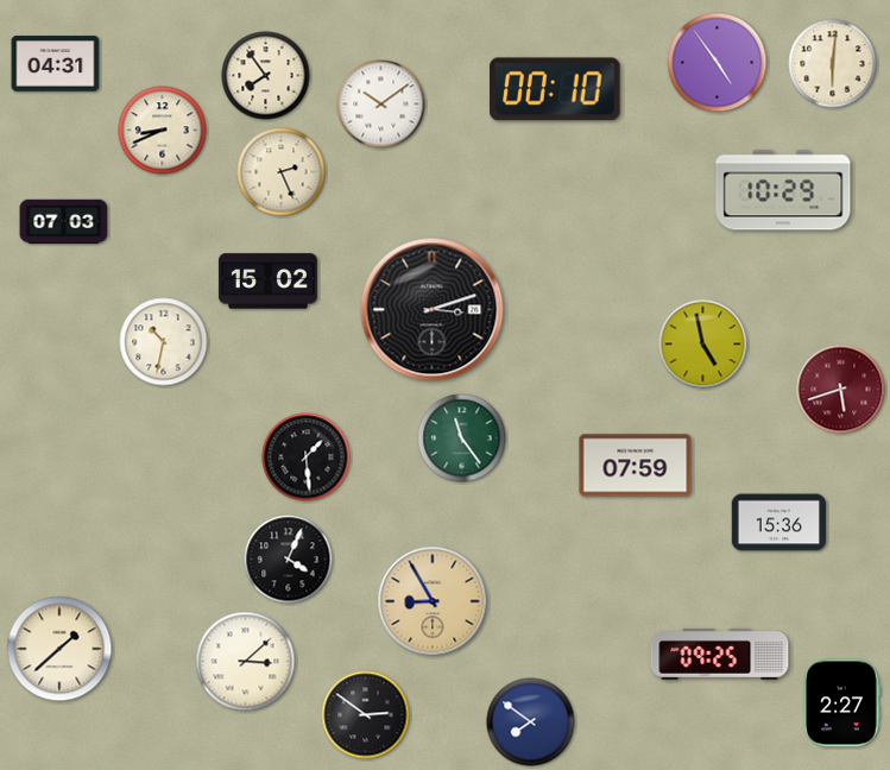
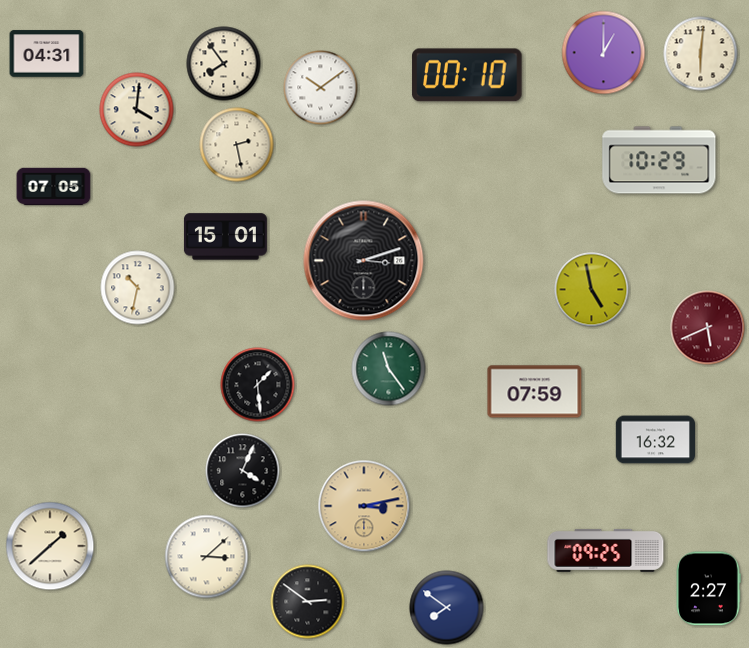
clock at (718, 63): 4:54 -> 1:00
clock at (163, 131): 8:41 -> 4:01
clock at (282, 172): 2:26 -> 2:28
clock at (64, 222): 07:03 -> 07:05
clock at (267, 282): 15:02 -> 15:01
clock at (841, 390): 5:42 -> 5:41
clock at (778, 523): 15:36 -> 16:32
clock at (433, 601): 8:55 -> 3:13
clock at (841, 703) position: (841, 703) -> (708, 589)
